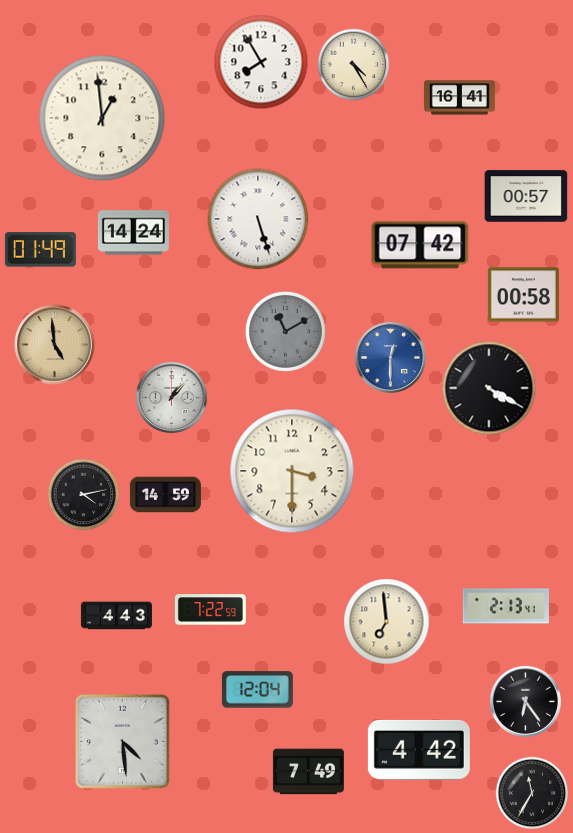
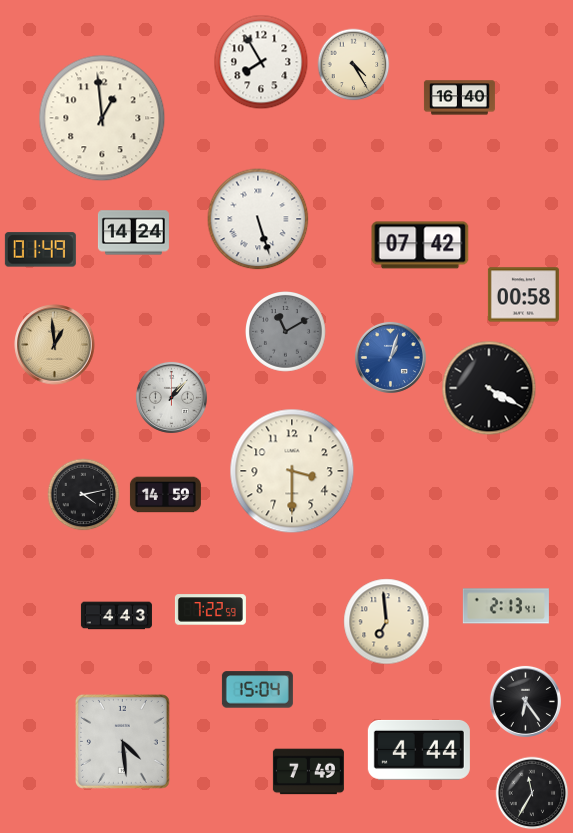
clock at (459, 98): 16:41 -> 16:40
clock at (526, 196): 00:57 -> none
clock at (55, 345): 4:59 -> 12:59
clock at (390, 357): 12:30 -> 1:03
clock at (257, 690): 12:04 -> 15:04
clock at (419, 750): 4:42 -> 4:44
